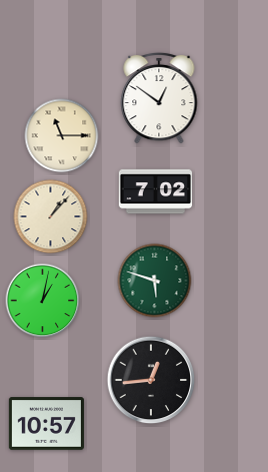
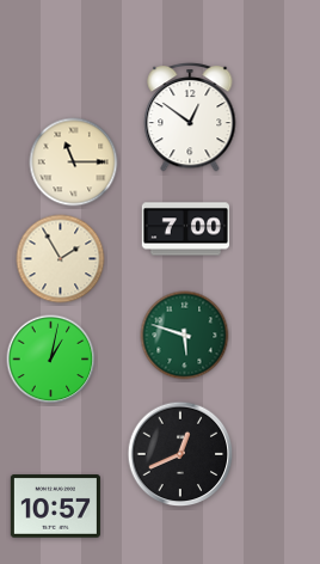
clock at (156, 192): 7:02 -> 7:00
clock at (51, 217): 1:07 -> 1:55
clock at (151, 380): 12:44 -> 12:41
